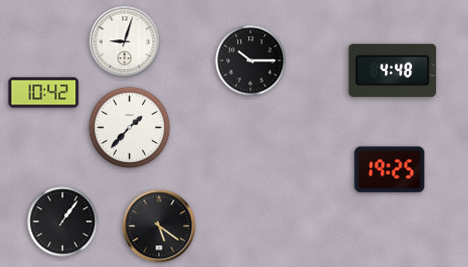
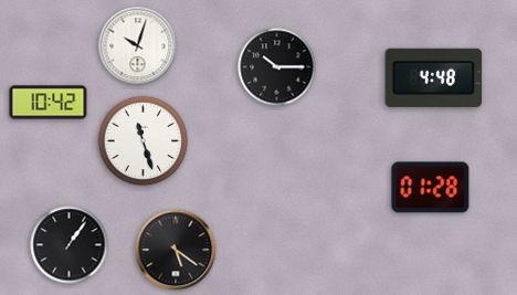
clock at (125, 42): 9:03 -> 10:03
clock at (130, 128): 1:37 -> 11:27
clock at (390, 170): 19:25 -> 01:28
